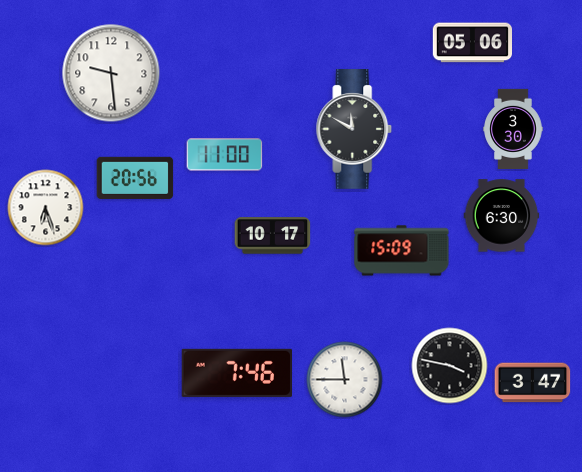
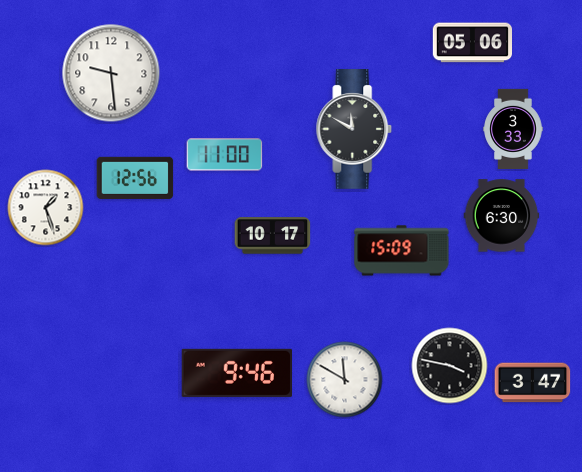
clock at (513, 128): 3:30 -> 3:33
clock at (135, 178): 20:56 -> 12:56
clock at (46, 208): 6:27 -> 1:27
clock at (236, 373): 7:46 -> 9:46
clock at (345, 380): 11:45 -> 11:50
